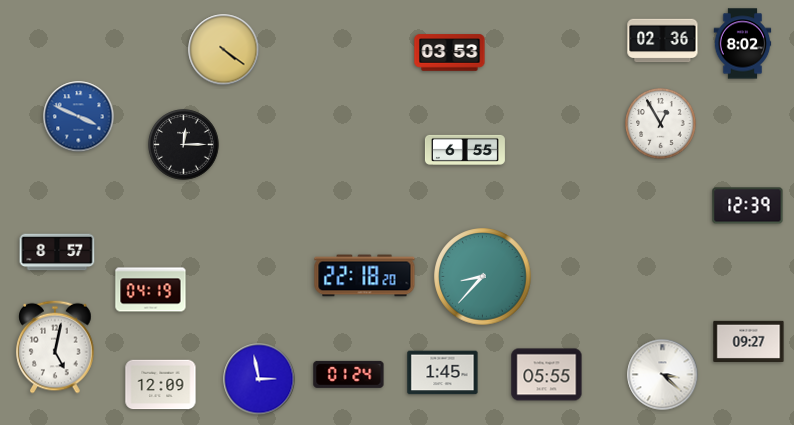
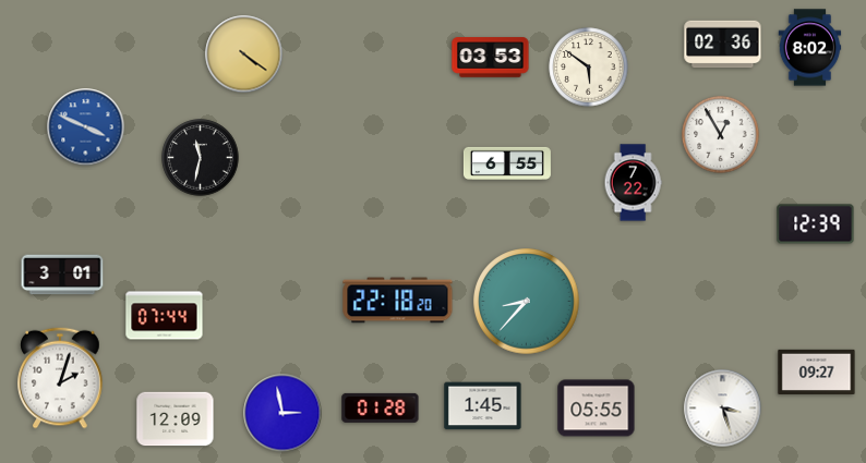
clock at (589, 68): none -> 5:51
clock at (184, 145): 12:15 -> 11:32
clock at (633, 183): none -> 7:22
clock at (57, 252): 8:57 -> 3:01
clock at (151, 290): 04:19 -> 07:44
clock at (55, 347): 5:02 -> 2:03
clock at (349, 374): 01:24 -> 01:28
clock at (663, 375): 3:22 -> 3:27
